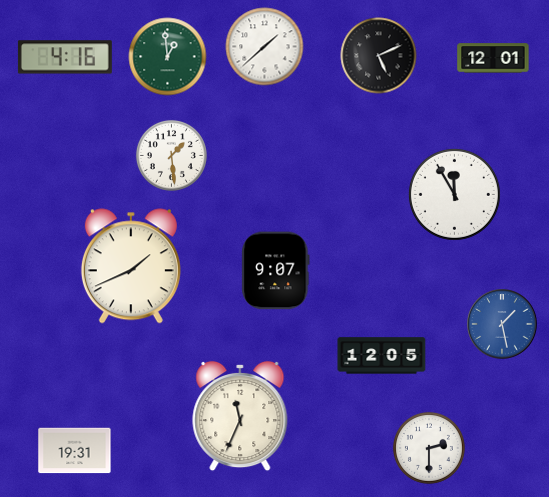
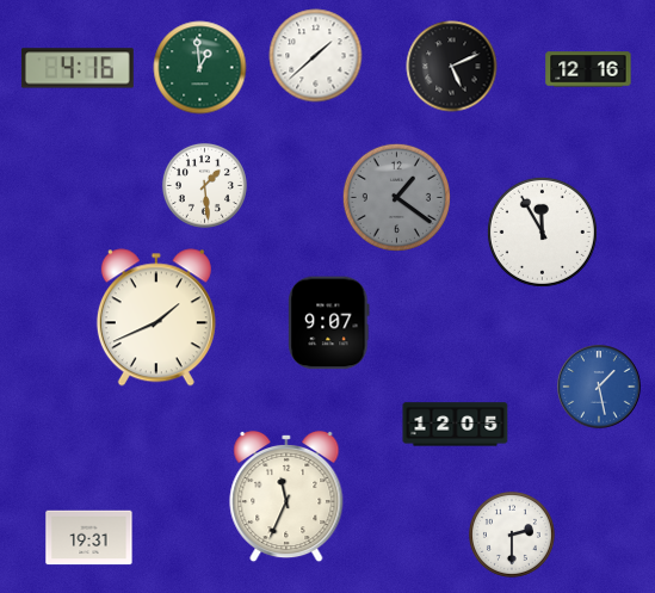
clock at (493, 58): 12:01 -> 12:16
clock at (396, 197): none -> 1:21
